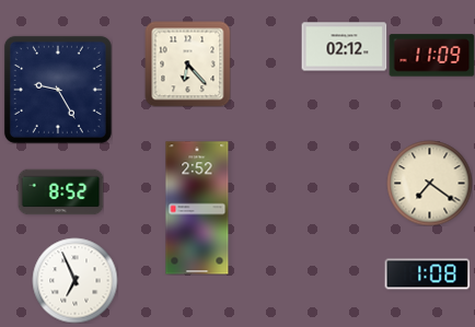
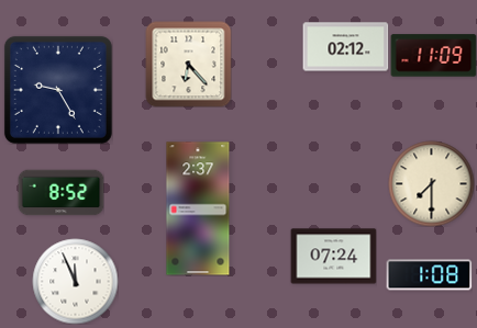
clock at (429, 183): 7:21 -> 7:30
clock at (197, 208): 2:52 -> 2:37
clock at (333, 257): none -> 07:24
clock at (74, 280): 6:56 -> 11:56
